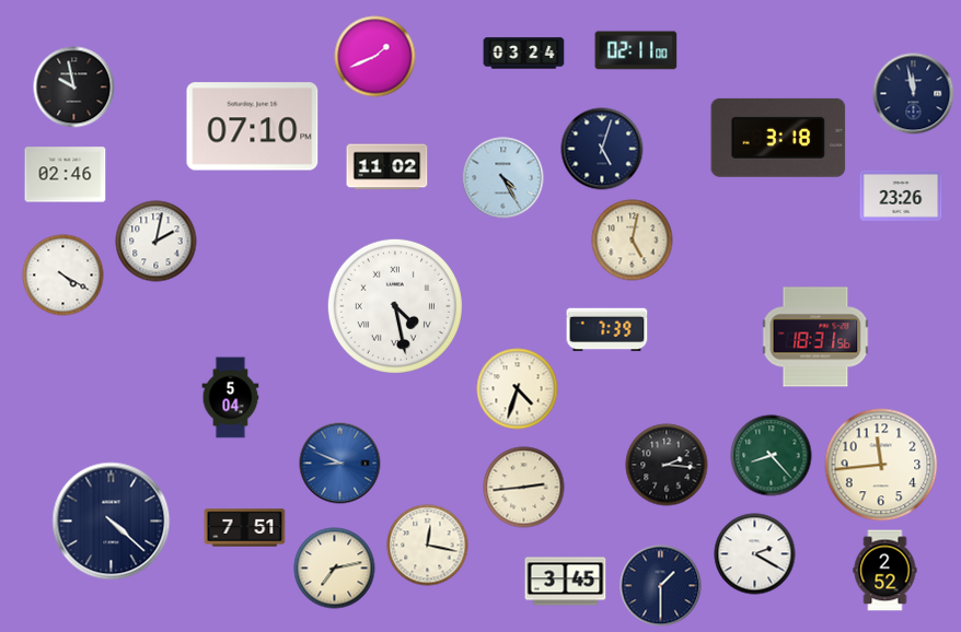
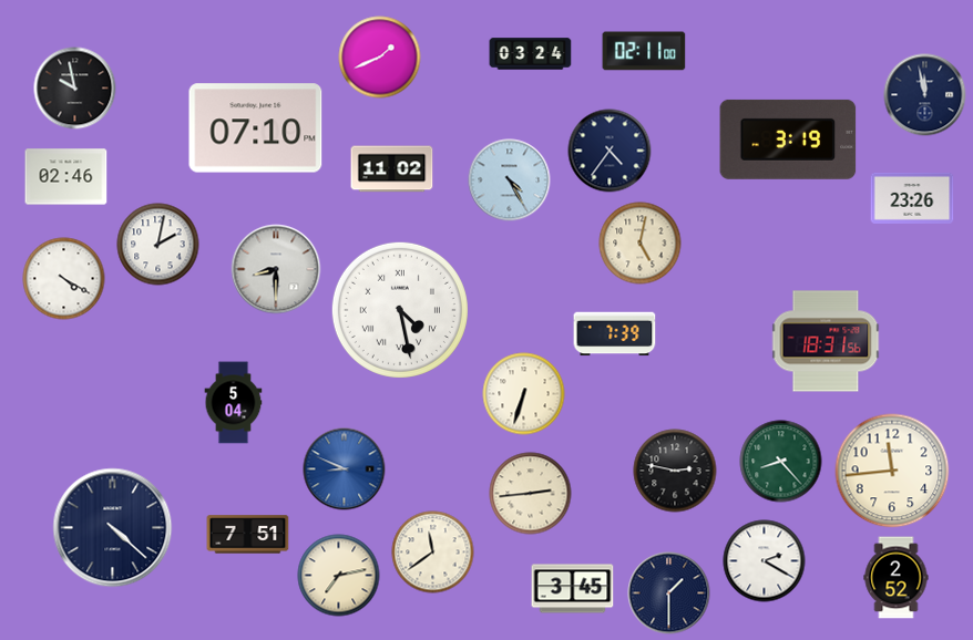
clock at (778, 138): 3:18 -> 3:19
clock at (602, 149): 5:03 -> 4:36
clock at (276, 269): none -> 8:30
clock at (518, 389): 4:33 -> 6:33
clock at (667, 465): 2:16 -> 2:47
clock at (428, 546): 12:17 -> 11:39
